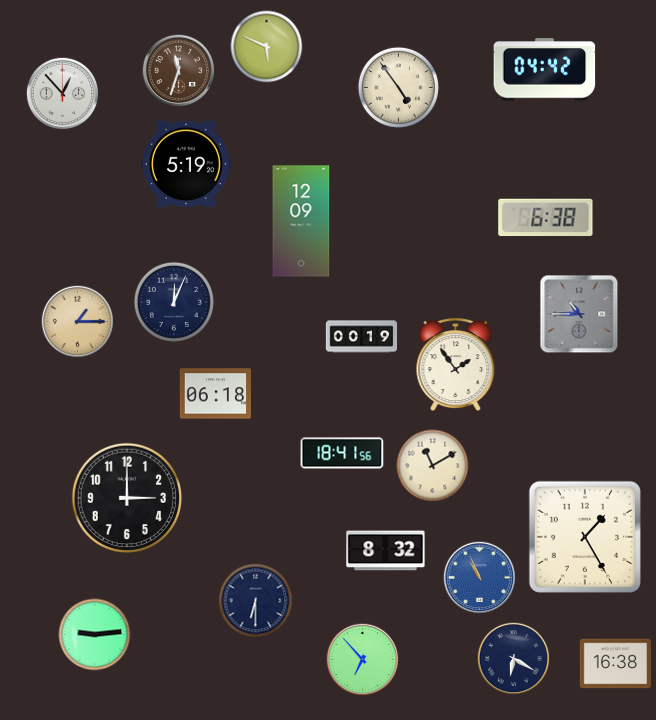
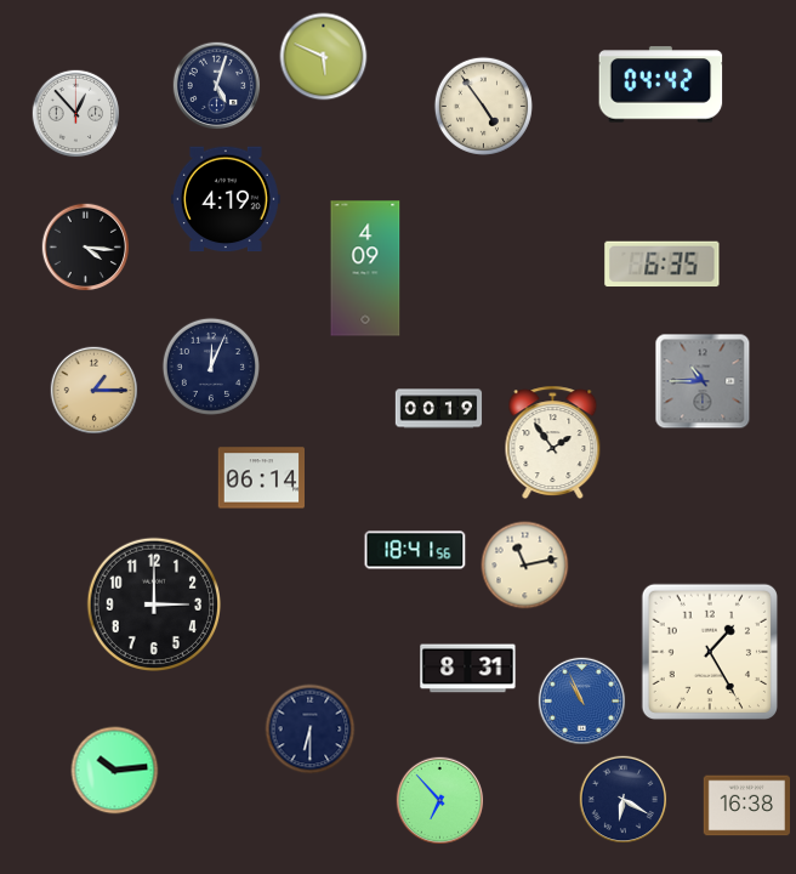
clock at (179, 71): 11:33 -> 5:03
clock at (179, 71) dial: brown -> navy
clock at (186, 164): 5:19 -> 4:19
clock at (86, 248): none -> 4:16
clock at (546, 218): 6:38 -> 6:35
clock at (301, 221): 12:09 -> 4:09
clock at (215, 394): 06:18 -> 06:14
clock at (433, 466): 11:10 -> 11:13
clock at (386, 551): 8:32 -> 8:31
clock at (95, 635): 9:14 -> 10:14
